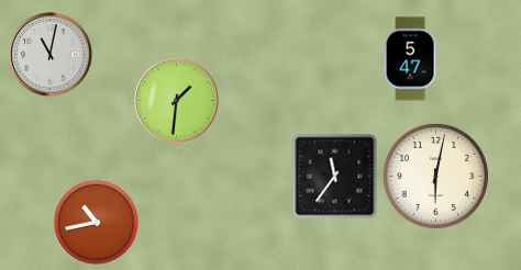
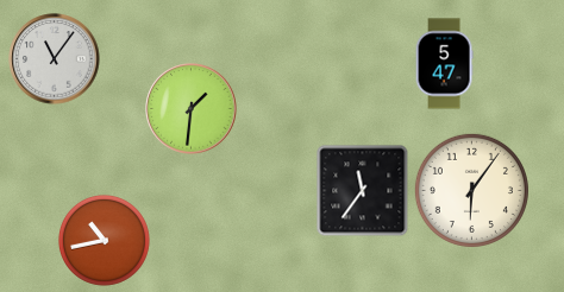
clock at (51, 55): 11:02 -> 11:06
clock at (435, 176): 6:02 -> 6:06
